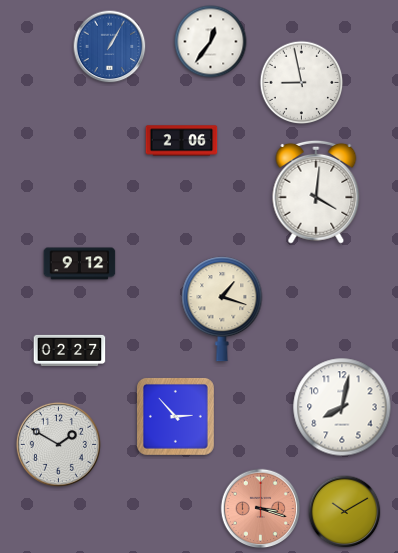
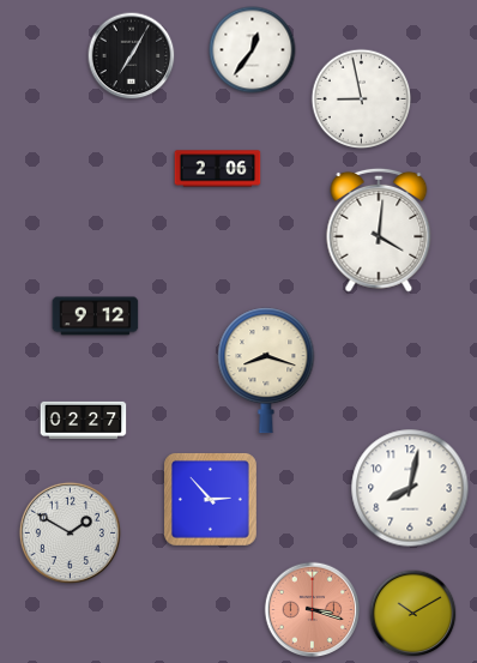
clock at (110, 47): 1:05 -> 7:05
clock at (110, 47) dial: blue -> black
clock at (222, 309): 1:18 -> 8:18
